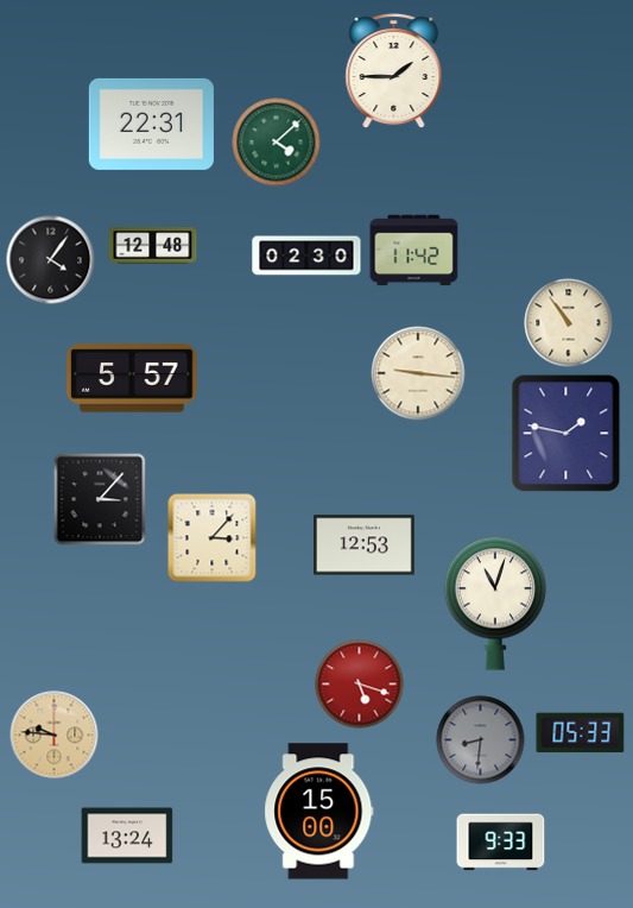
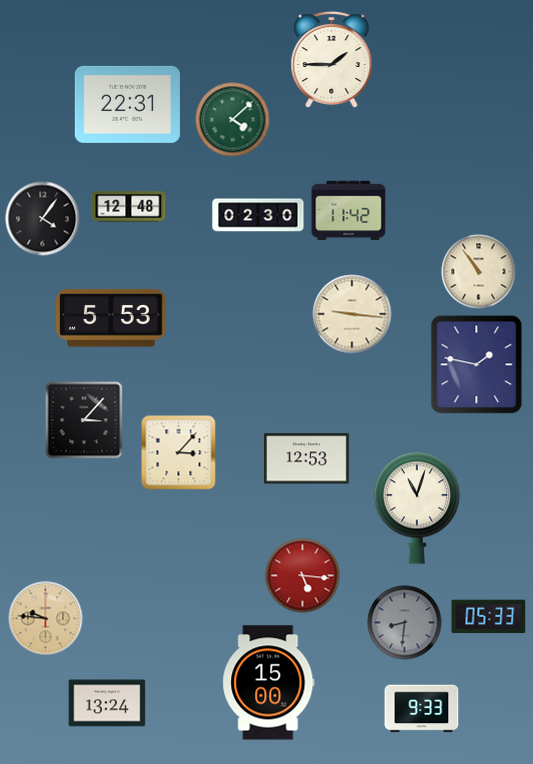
clock at (132, 378): 5:57 -> 5:53
clock at (360, 685): 5:18 -> 5:16
